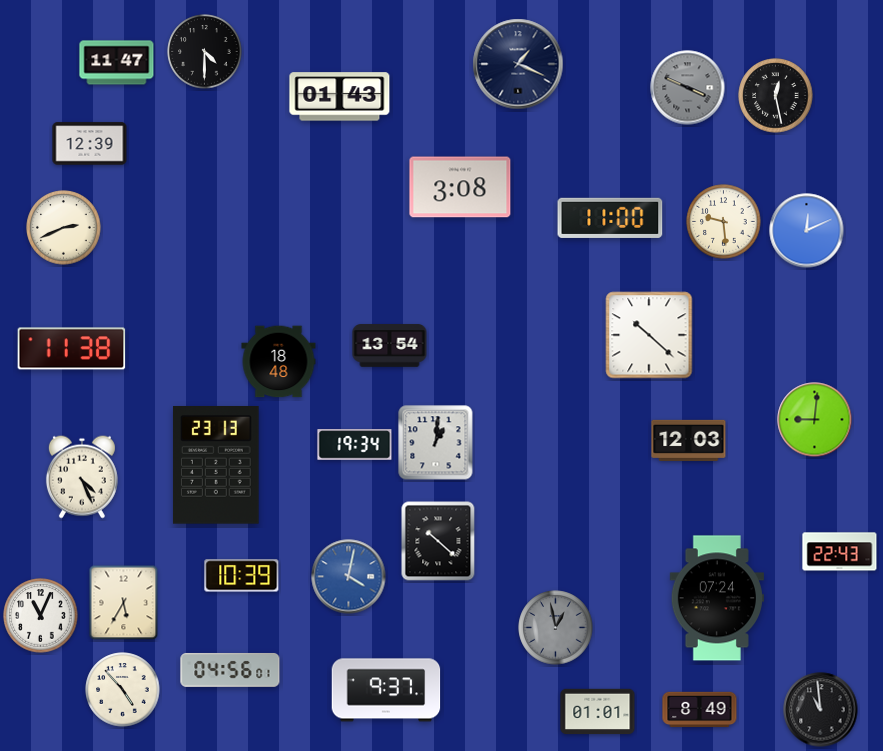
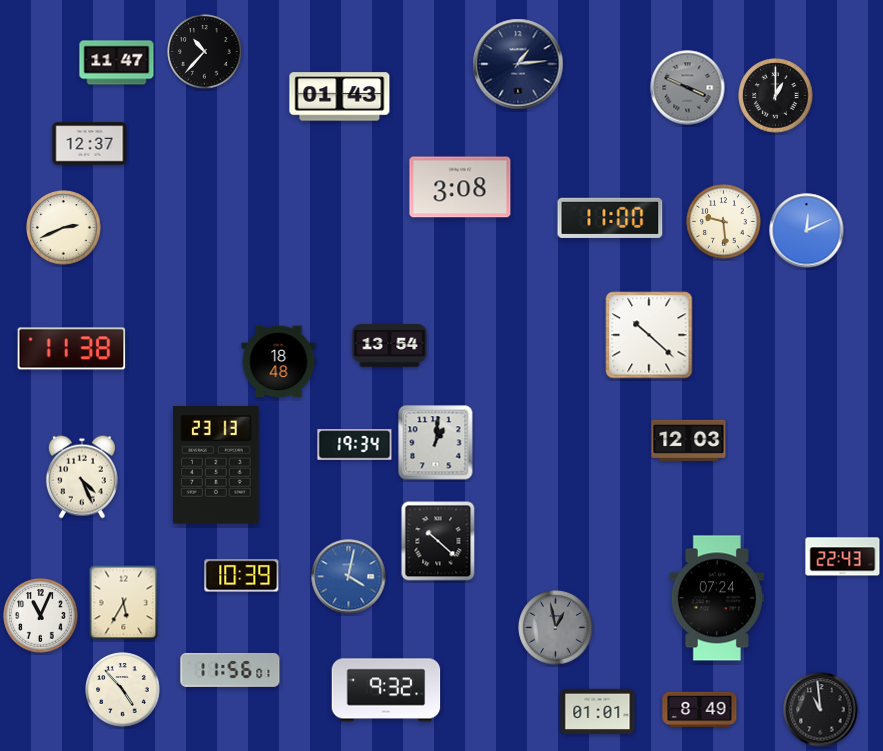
clock at (205, 52): 4:30 -> 10:37
clock at (518, 64): 1:19 -> 1:14
clock at (776, 96): 12:28 -> 1:00
clock at (90, 144): 12:39 -> 12:37
clock at (815, 420): 9:01 -> none
clock at (840, 552) position: (840, 552) -> (843, 557)
clock at (230, 670): 04:56 -> 11:56
clock at (386, 690): 9:37 -> 9:32
